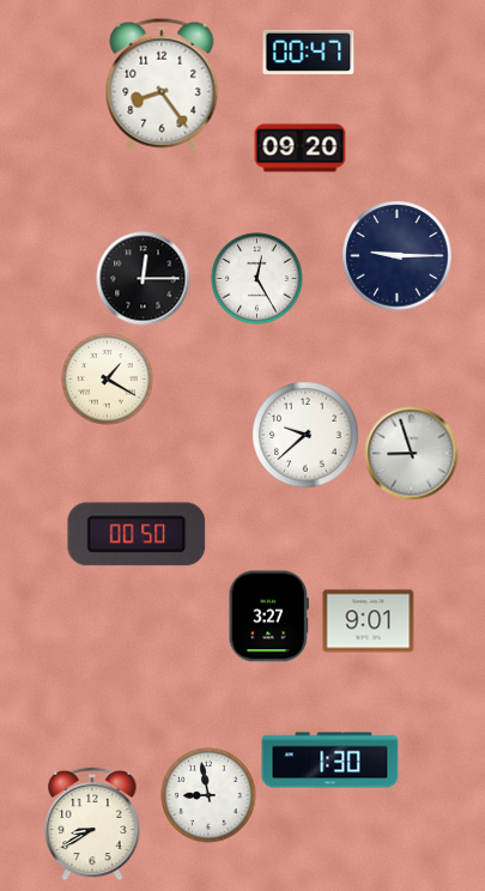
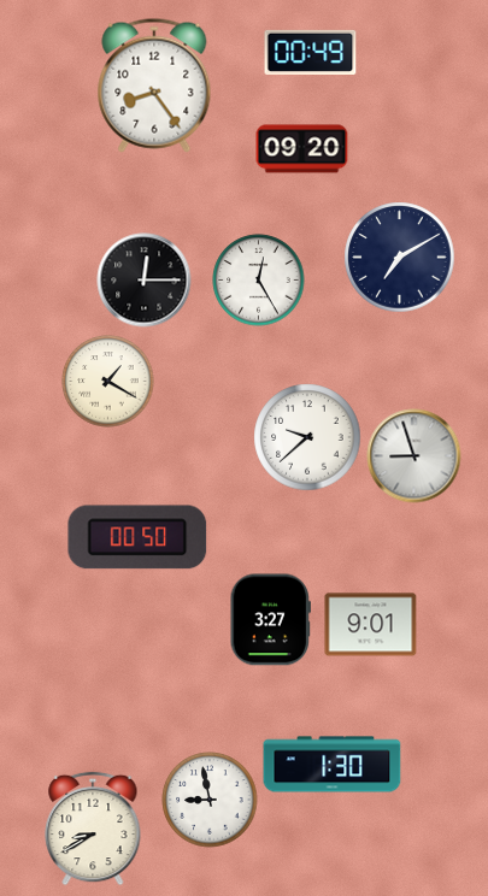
clock at (309, 51): 00:47 -> 00:49
clock at (162, 85) position: (162, 85) -> (154, 86)
clock at (398, 256): 9:15 -> 7:10
